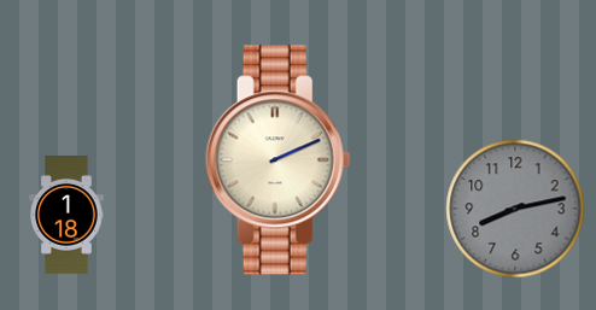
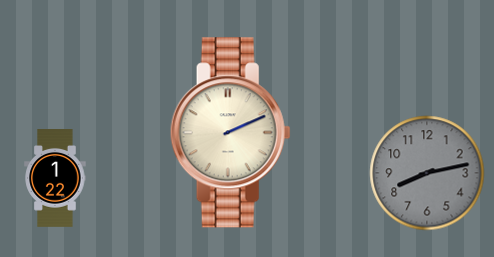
clock at (66, 216): 1:18 -> 1:22
